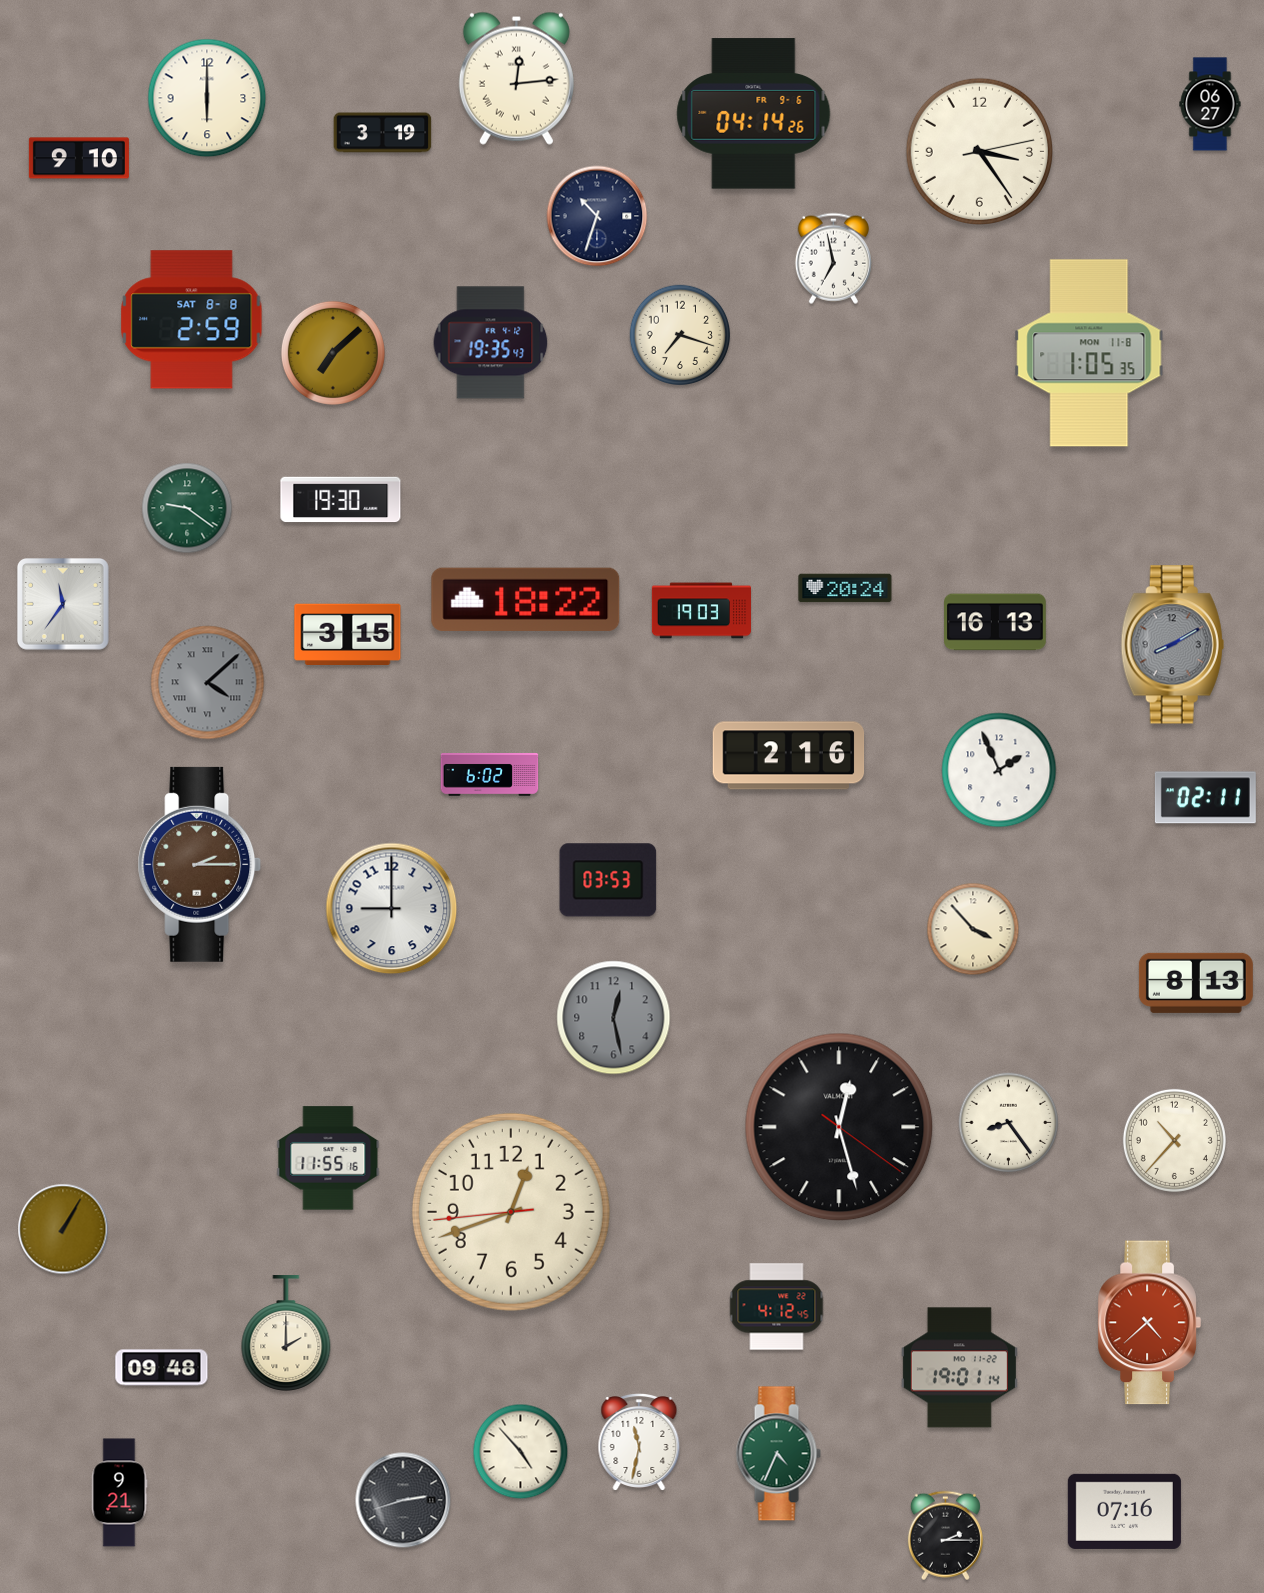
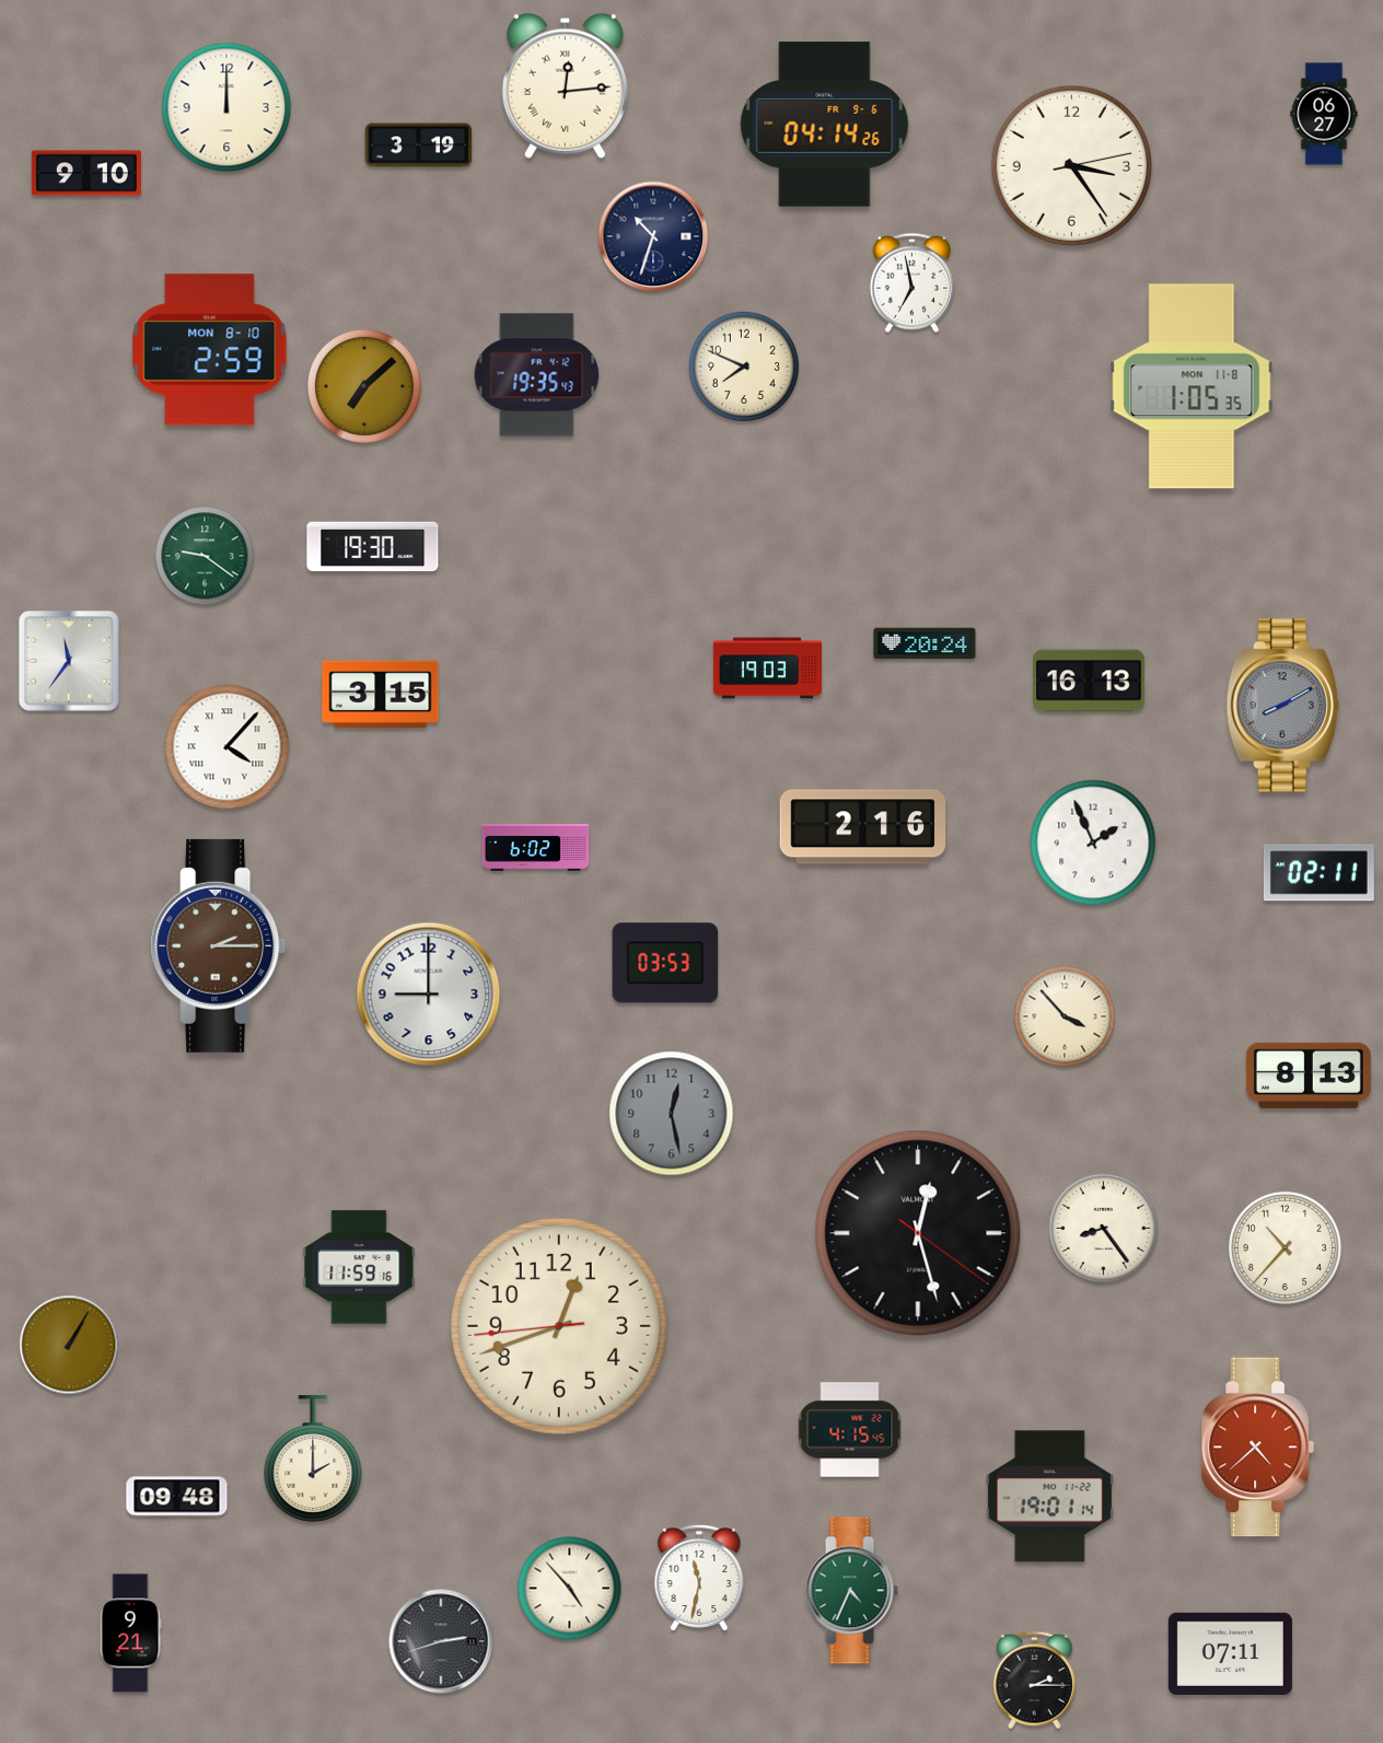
clock at (207, 98): 6:00 -> 12:00
clock at (192, 320) date: SAT 8-8 -> MON 8-10
clock at (680, 335): 7:18 -> 7:49
clock at (526, 599): 18:22 -> none
clock at (208, 683): 4:08 -> 4:07
clock at (208, 683) dial: grey -> white
clock at (328, 1158): 11:55 -> 11:59
clock at (777, 1307): 4:12 -> 4:15
clock at (1124, 1511): 07:16 -> 07:11
